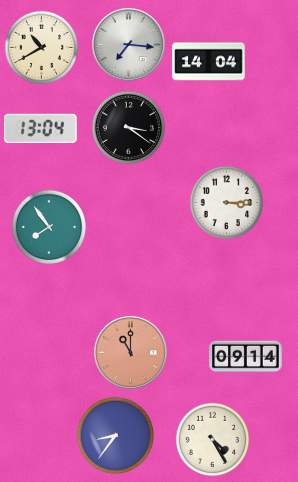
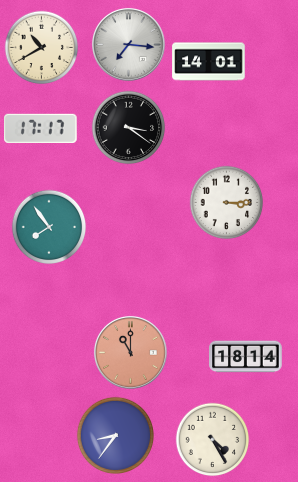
clock at (209, 62): 14:04 -> 14:01
clock at (41, 128): 13:04 -> 17:17
clock at (246, 357): 09:14 -> 18:14
